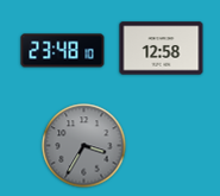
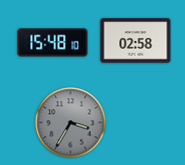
clock at (162, 49): 12:58 -> 02:58
clock at (63, 51): 23:48 -> 15:48
